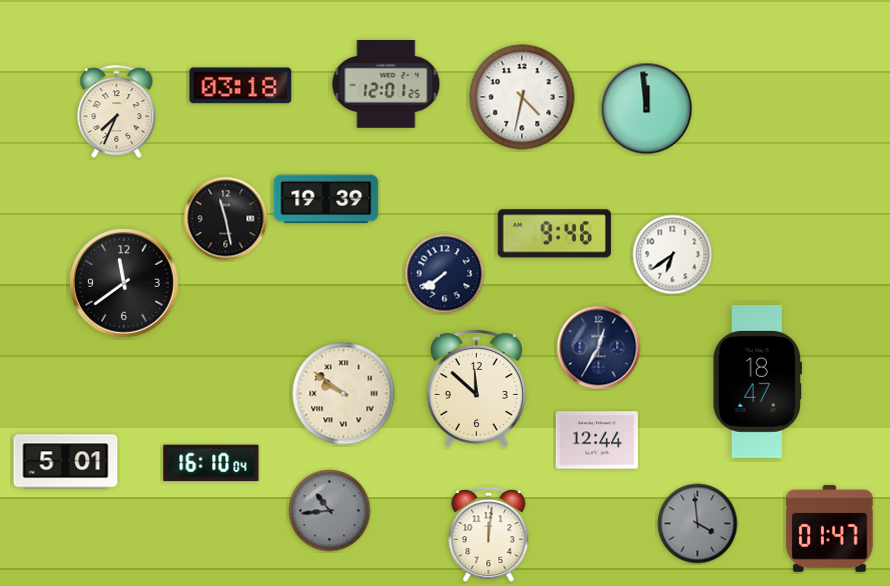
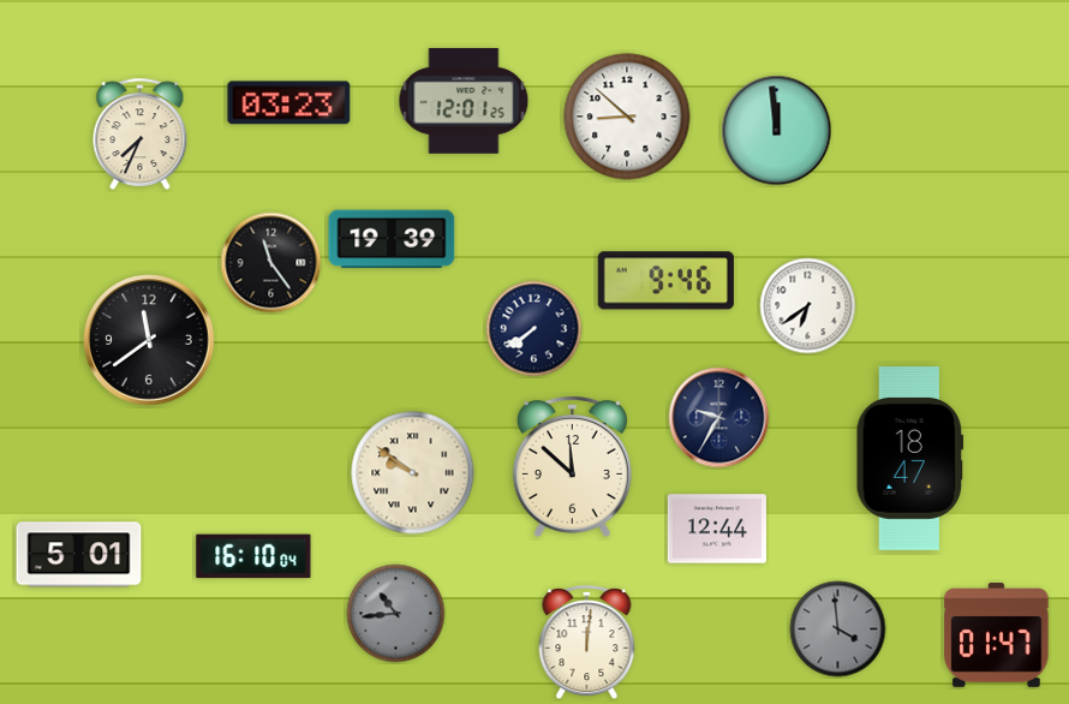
clock at (241, 86): 03:18 -> 03:23
clock at (522, 97): 4:32 -> 8:52
clock at (226, 219): 11:28 -> 11:24
clock at (599, 348): 12:35 -> 9:35
